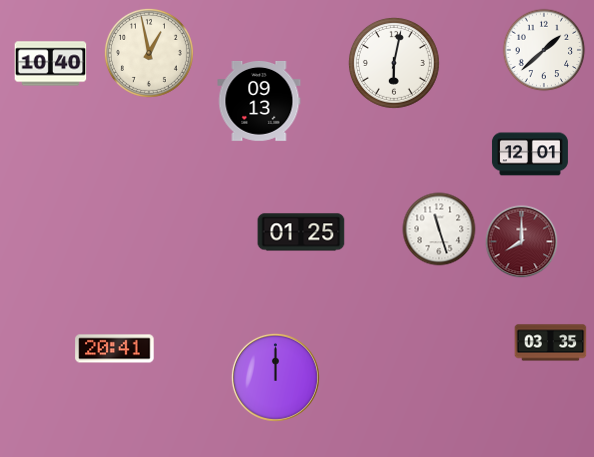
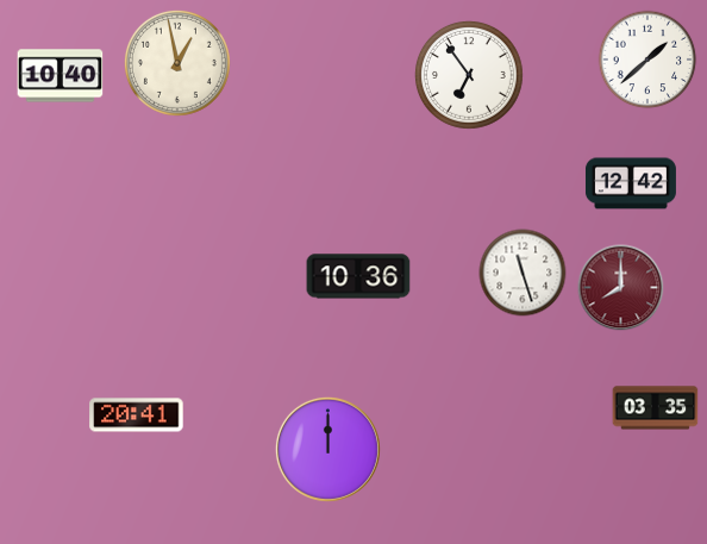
clock at (395, 64): 6:02 -> 6:54
clock at (259, 101): 09:13 -> none
clock at (530, 154): 12:01 -> 12:42
clock at (301, 232): 01:25 -> 10:36
